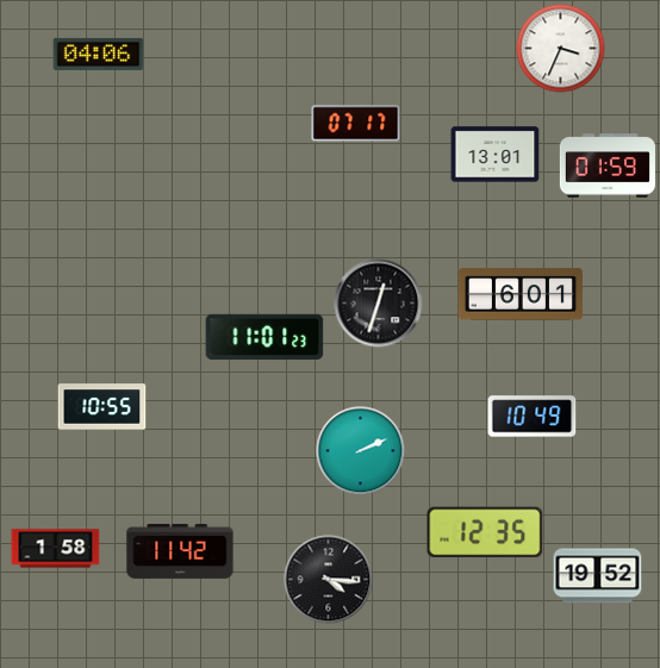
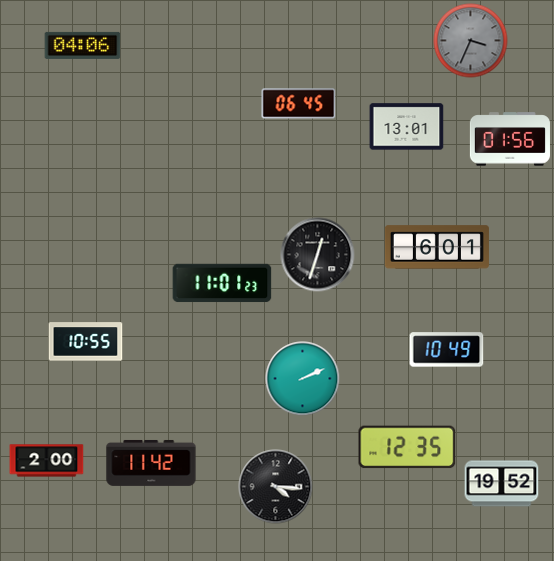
clock at (561, 49) dial: white -> grey
clock at (356, 124): 07:17 -> 06:45
clock at (496, 155) position: (496, 155) -> (407, 127)
clock at (608, 166): 01:59 -> 01:56
clock at (56, 549): 1:58 -> 2:00
